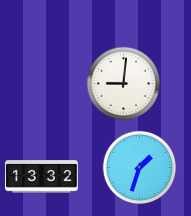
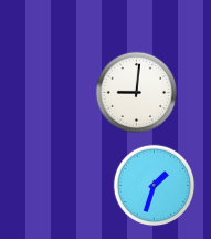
clock at (42, 177): 13:32 -> none
